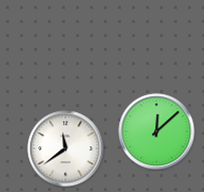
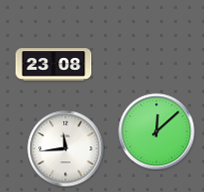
clock at (54, 65): none -> 23:08
clock at (66, 149): 11:39 -> 11:44
